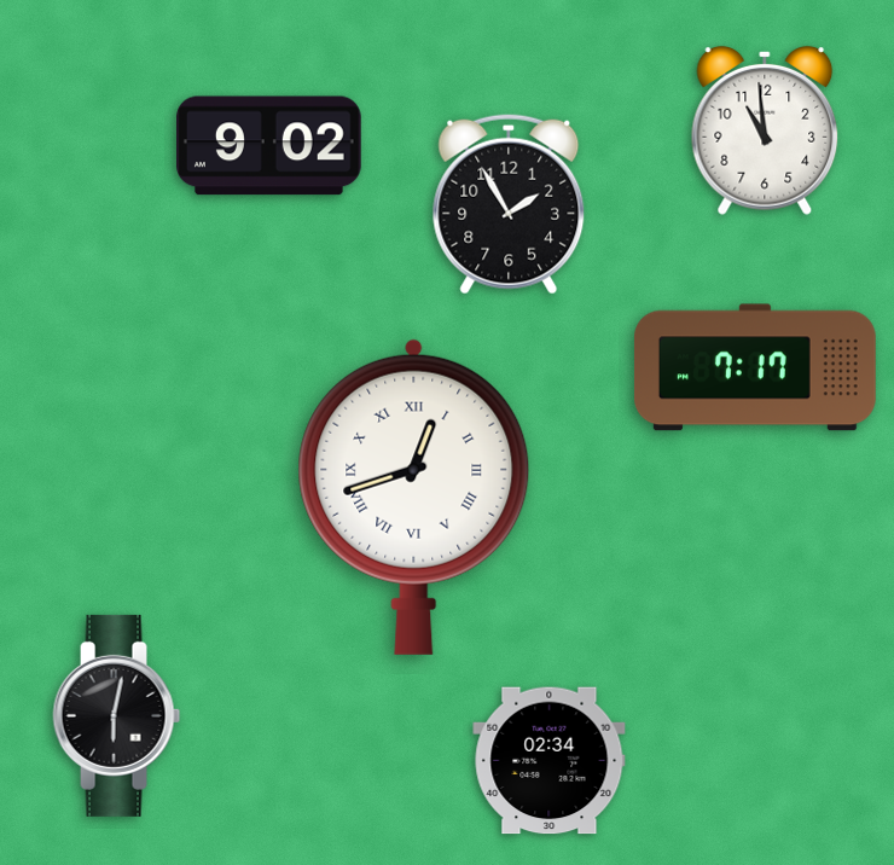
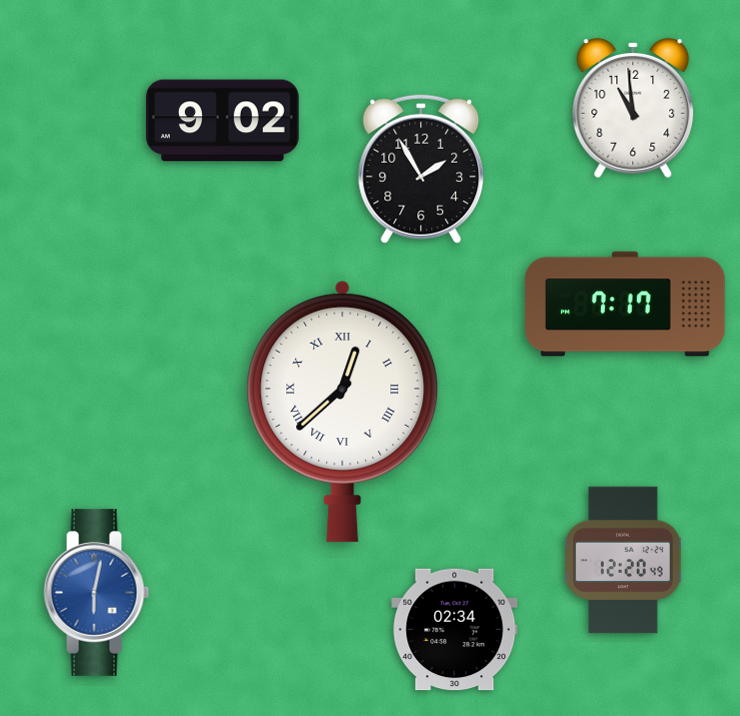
clock at (414, 497): 12:42 -> 12:38
clock at (623, 560): none -> 12:20
clock at (117, 715) dial: black -> blue
